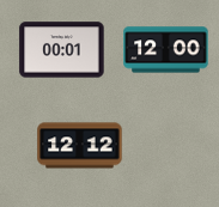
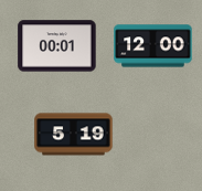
clock at (80, 146): 12:12 -> 5:19
